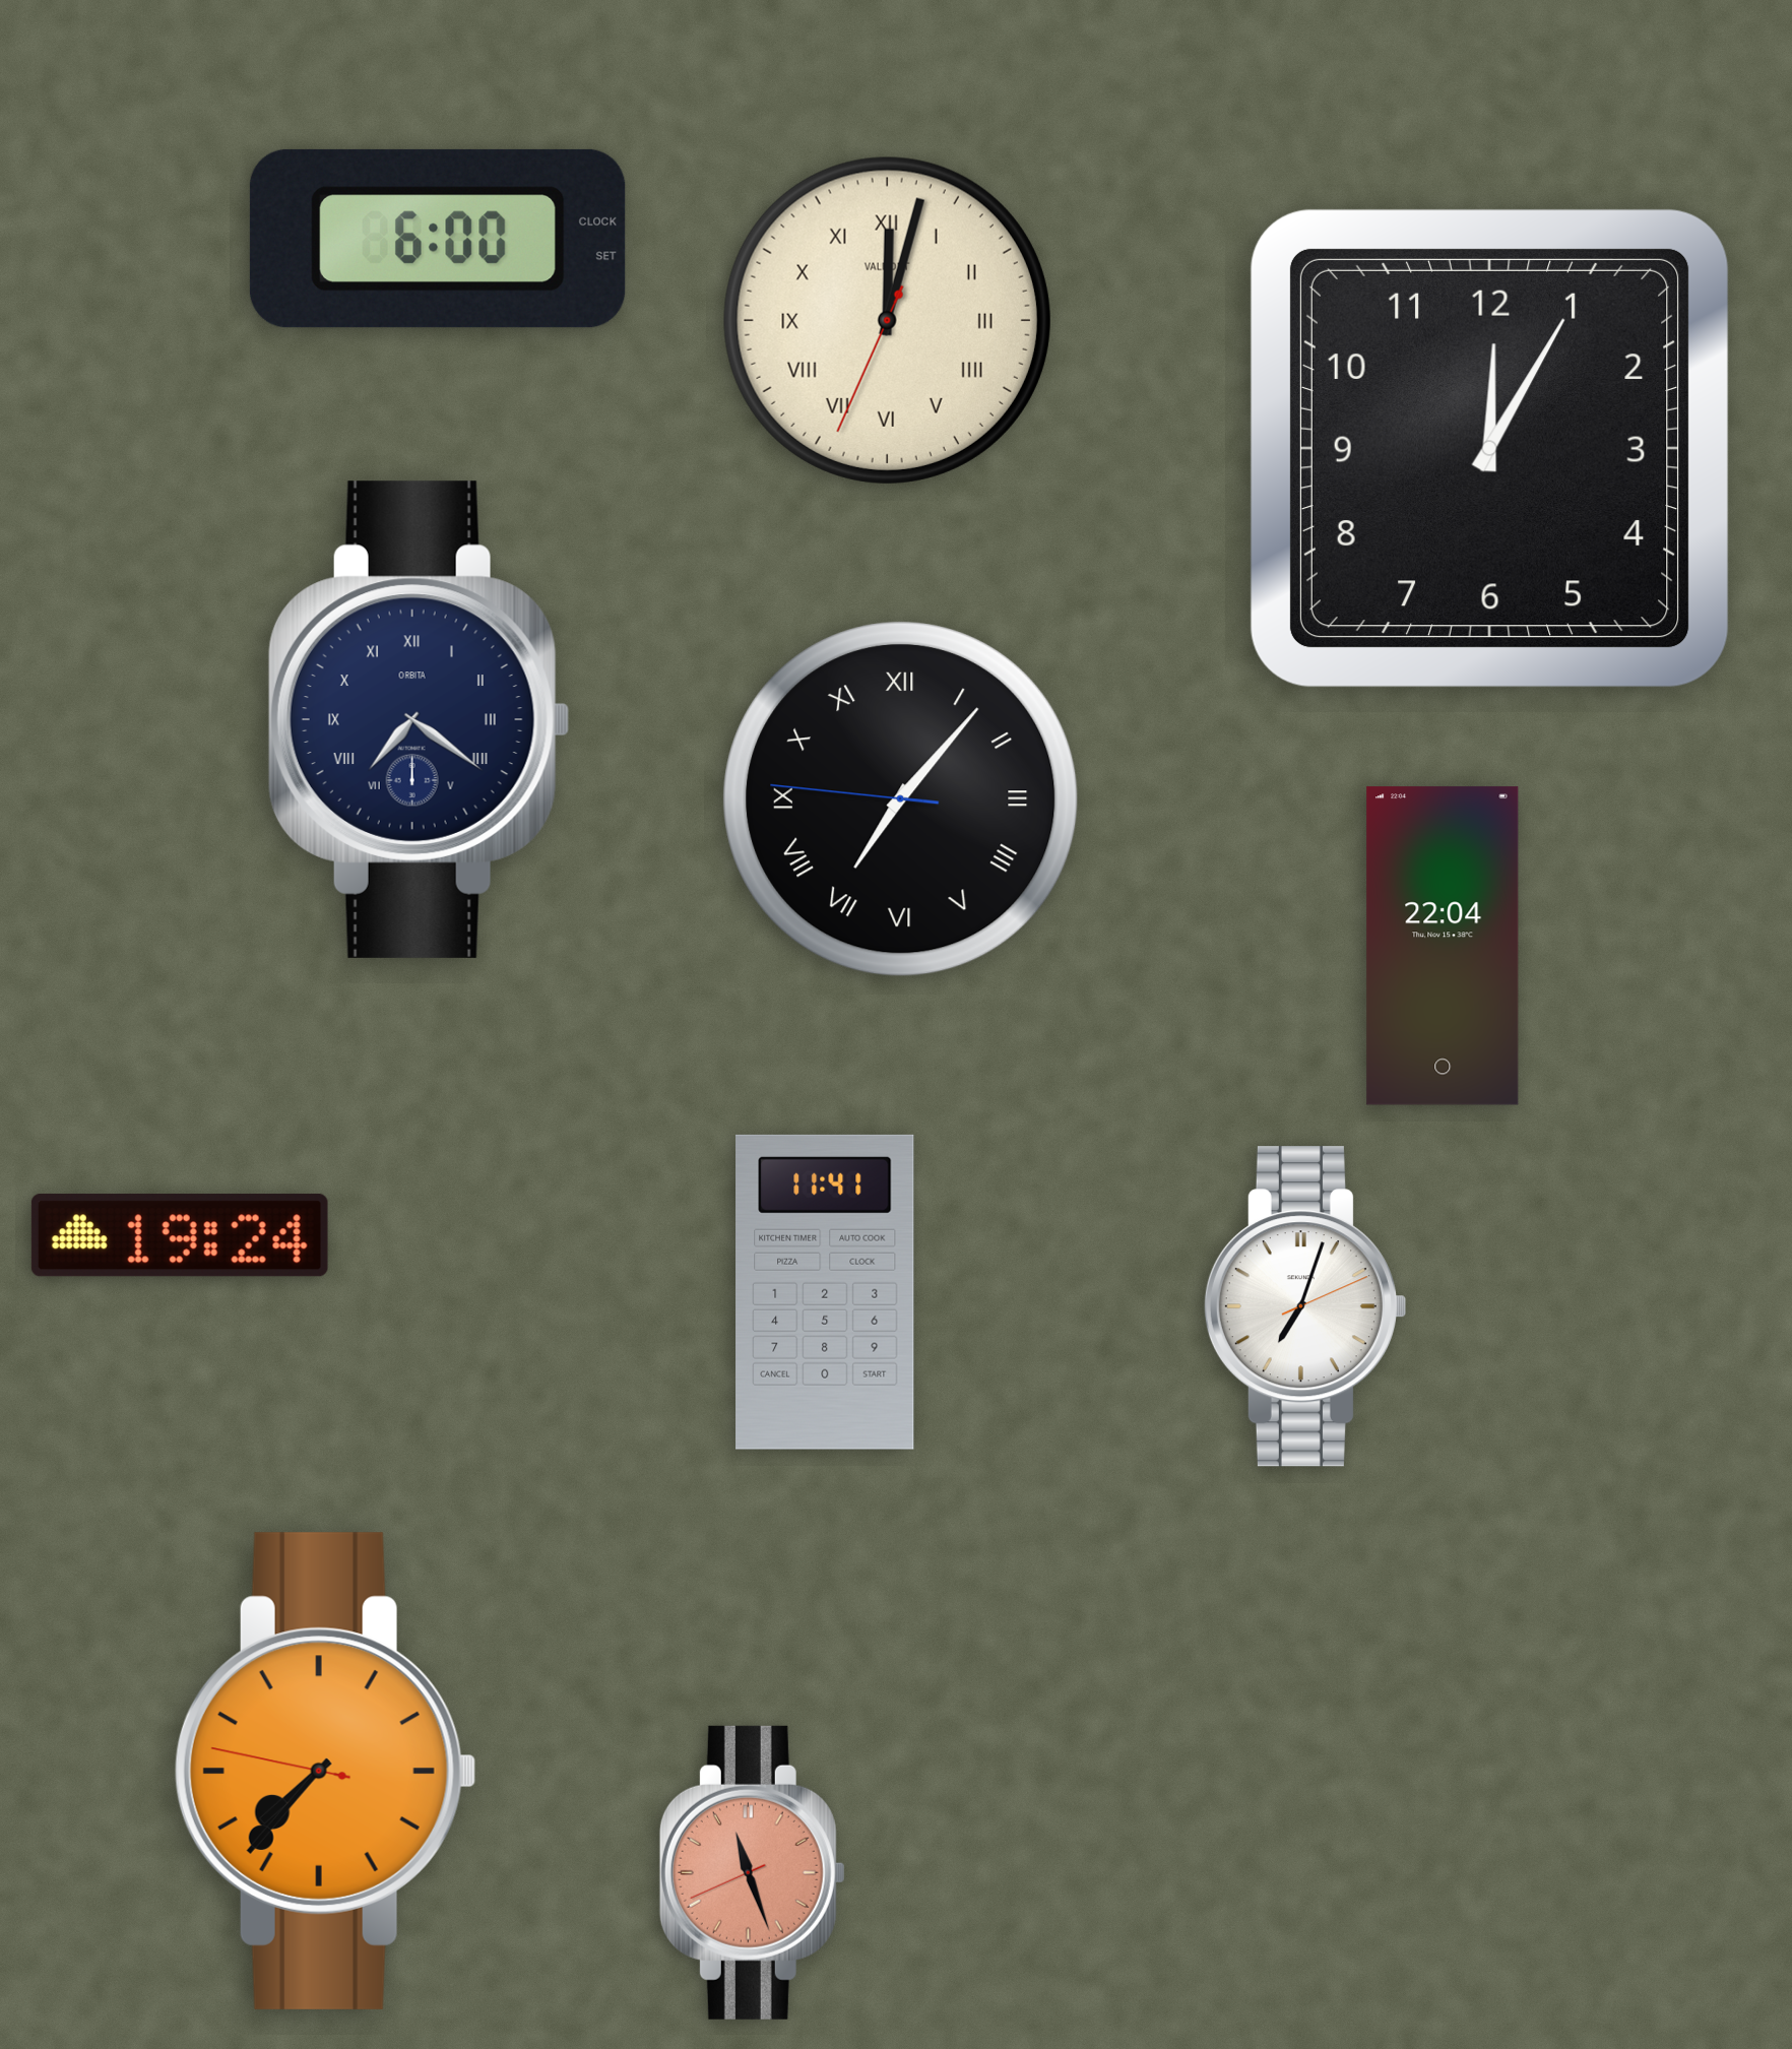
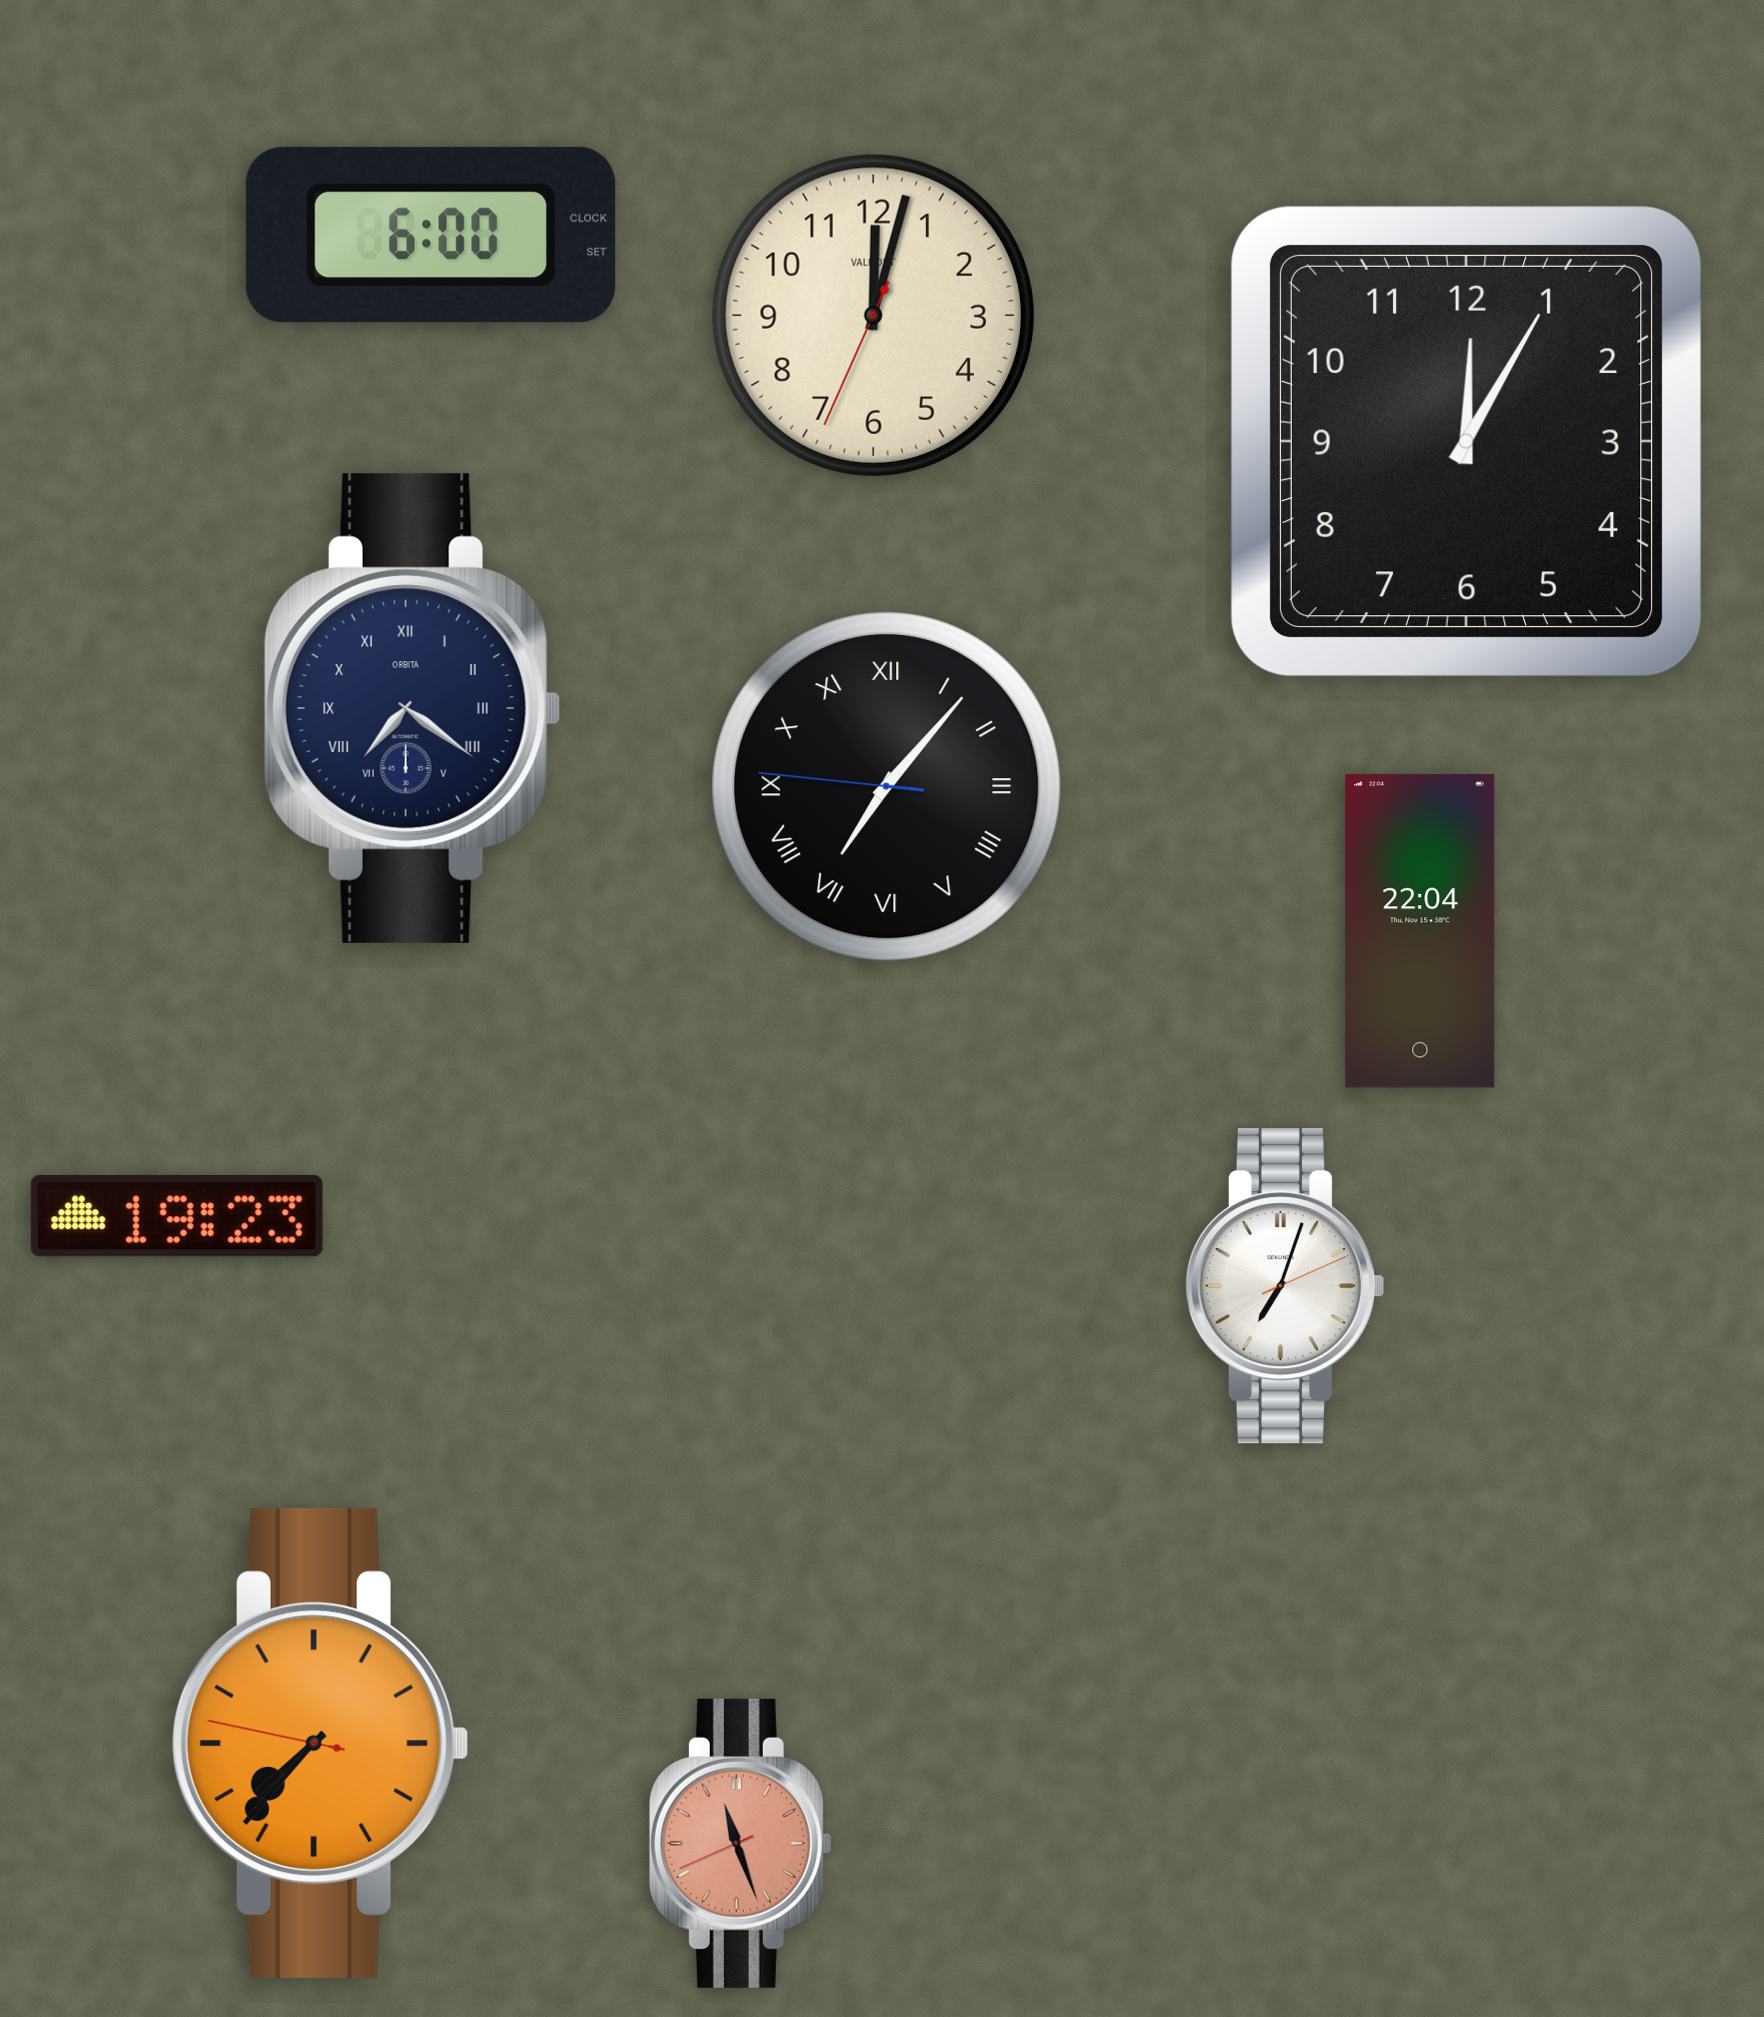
clock at (887, 320) numerals: Roman -> Arabic
clock at (180, 1235): 19:24 -> 19:23
clock at (825, 1292): 11:41 -> none
